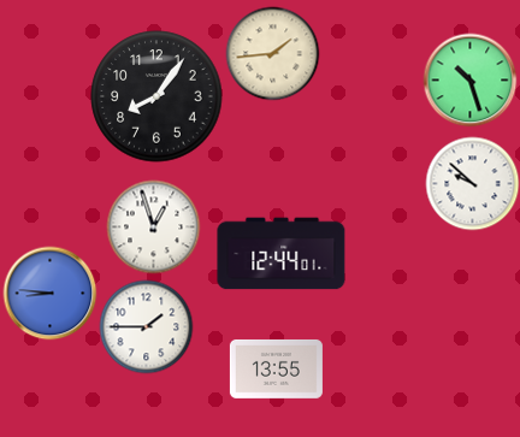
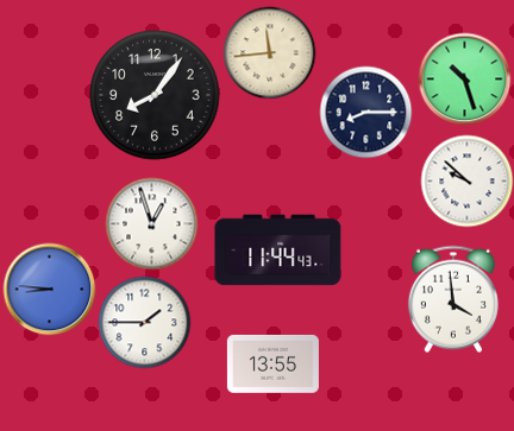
clock at (272, 53): 1:44 -> 11:44
clock at (365, 112): none -> 8:15
clock at (282, 254): 12:44 -> 11:44
clock at (453, 299): none -> 3:59
